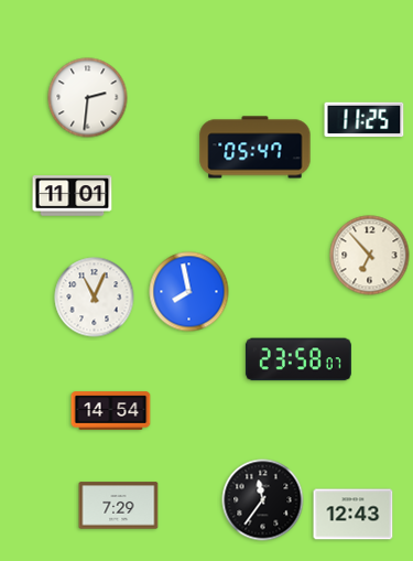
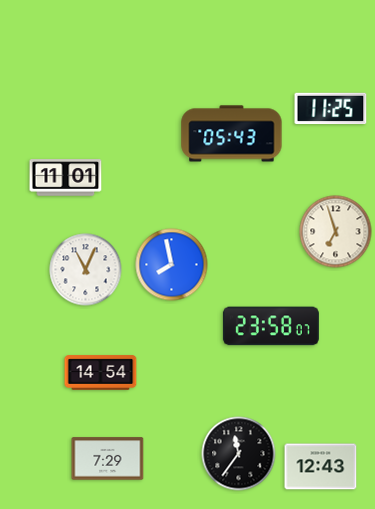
clock at (88, 98): 2:31 -> none
clock at (256, 148): 05:47 -> 05:43
clock at (370, 256): 6:53 -> 6:57
